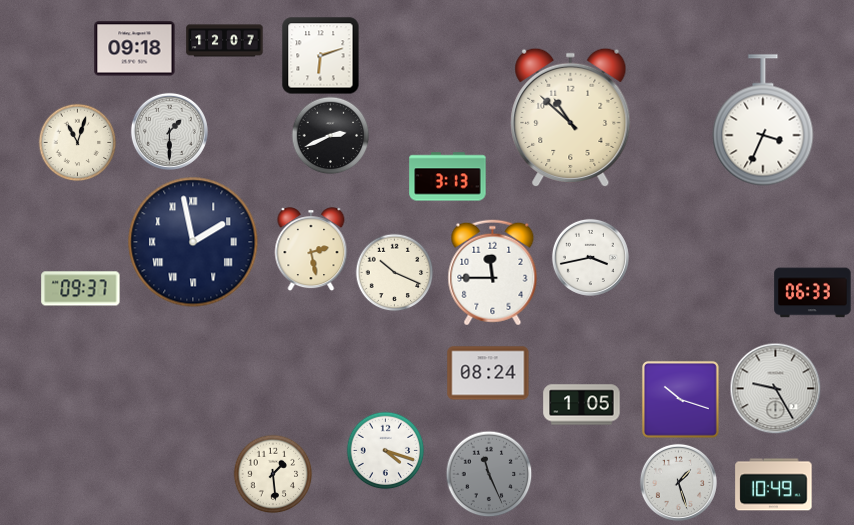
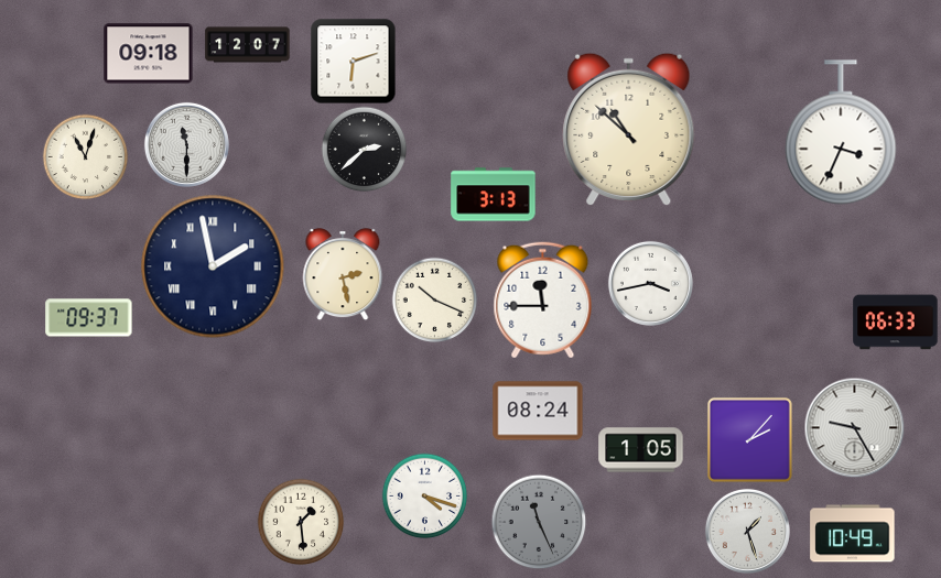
clock at (169, 131): 1:30 -> 11:30
clock at (330, 135): 2:41 -> 2:38
clock at (681, 400): 10:18 -> 2:07
clock at (582, 405) position: (582, 405) -> (641, 450)
